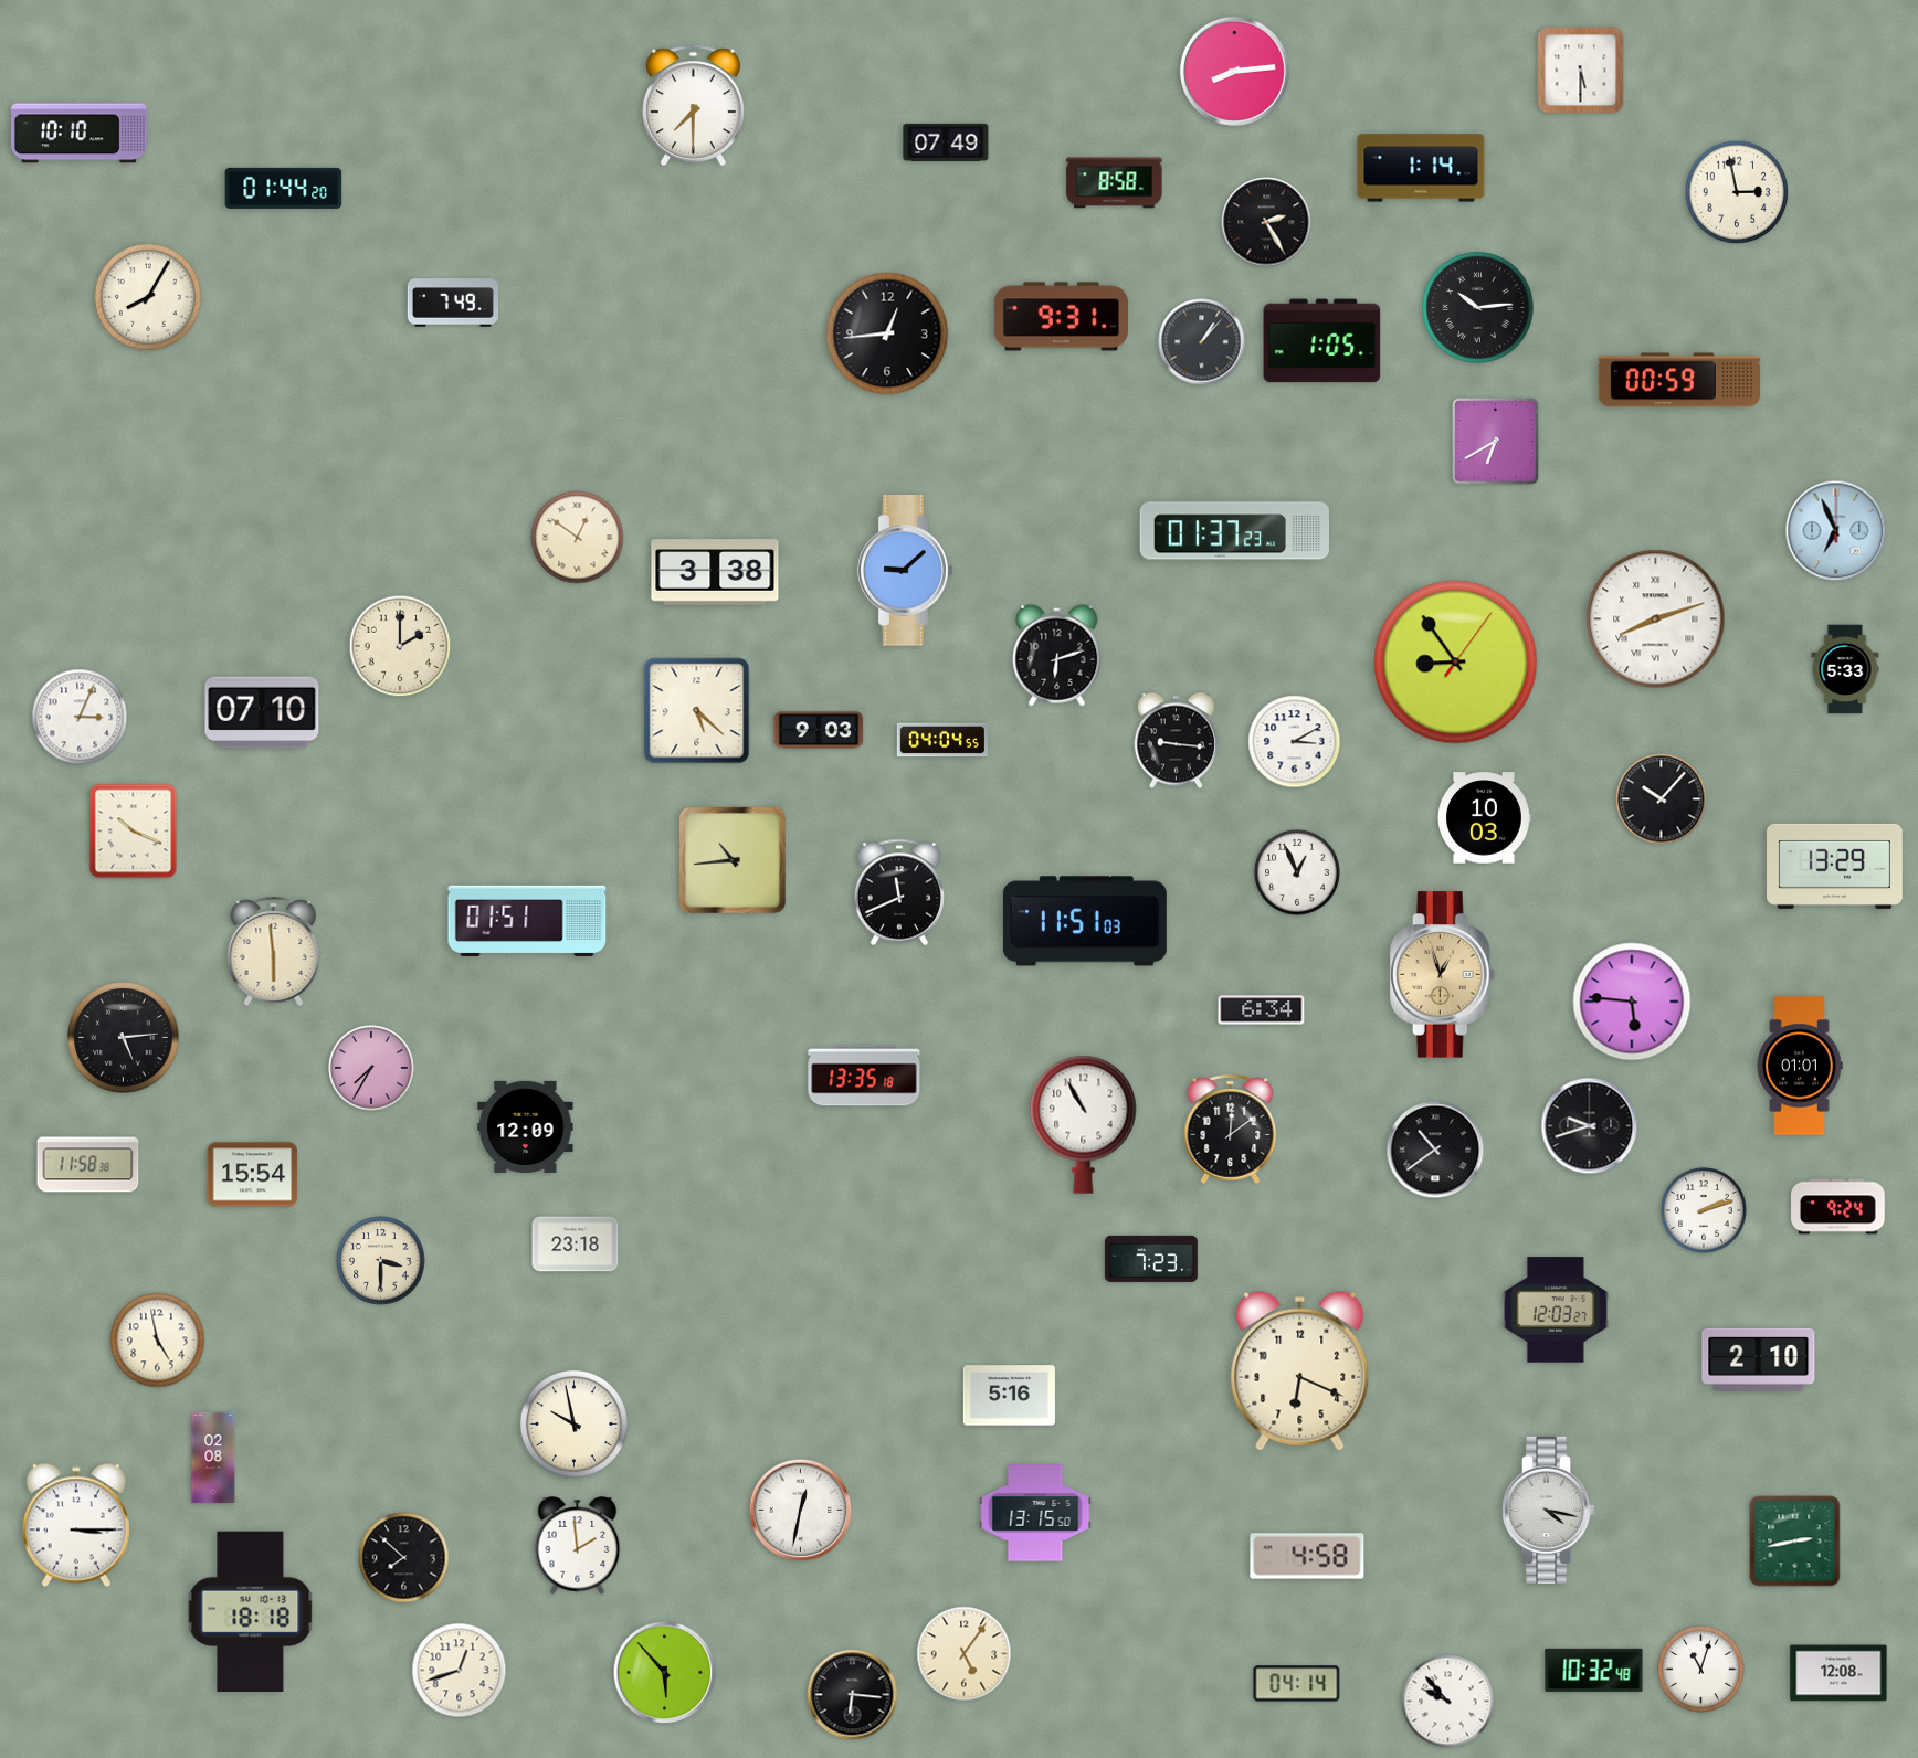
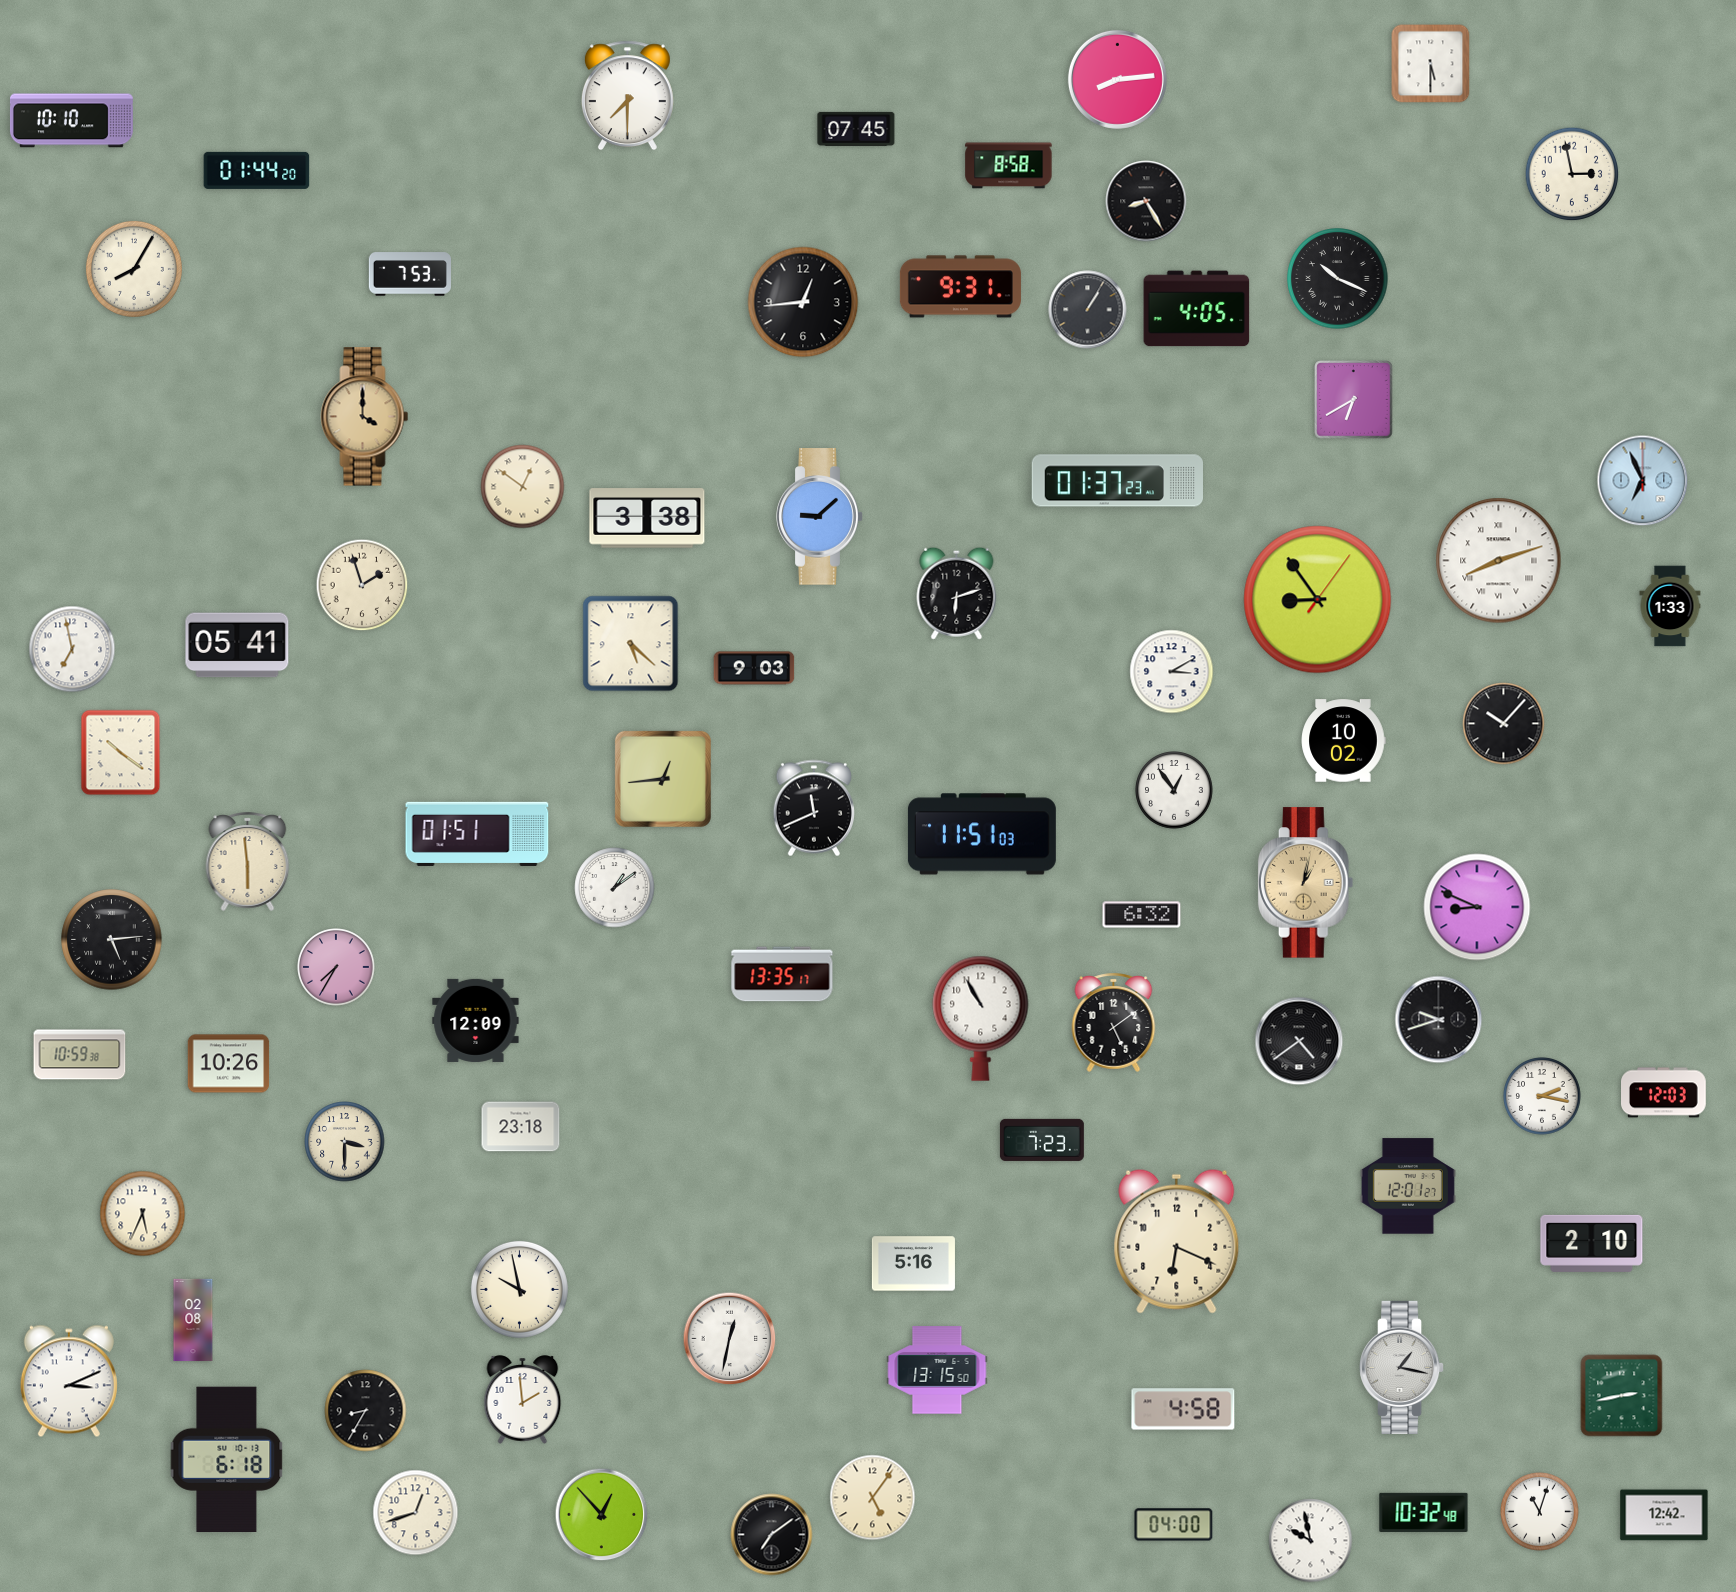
clock at (1234, 71) position: (1234, 71) -> (1117, 79)
clock at (946, 142): 07:49 -> 07:45
clock at (1421, 168): 1:14 -> none
clock at (1266, 222): 2:25 -> 8:25
clock at (452, 303): 7:49 -> 7:53
clock at (1478, 308): 10:14 -> 10:19
clock at (1322, 341): 1:05 -> 4:05
clock at (1202, 342): 1:07 -> 1:05
clock at (1679, 380): 00:59 -> none
clock at (365, 417): none -> 4:00
clock at (1836, 531) position: (1836, 531) -> (1643, 481)
clock at (400, 646): 2:00 -> 1:57
clock at (1845, 669): 5:33 -> 1:33
clock at (262, 712): 07:10 -> 05:41
clock at (80, 717): 3:04 -> 6:58
clock at (819, 730) position: (819, 730) -> (754, 668)
clock at (941, 740): 04:04 -> none
clock at (1176, 741): 9:16 -> none
clock at (1484, 818): 10:03 -> 10:02
clock at (134, 832): 10:19 -> 10:21
clock at (733, 860): 10:44 -> 12:44
clock at (1835, 866): 13:29 -> none
clock at (1297, 872): 12:56 -> 12:54
clock at (1443, 975): 12:57 -> 1:02
clock at (615, 888): none -> 1:09
clock at (1632, 1002): 5:46 -> 8:49
clock at (1262, 1010): 6:34 -> 6:32
clock at (1800, 1066): 01:01 -> none
clock at (864, 1076): 13:35:18 -> 13:35:17
clock at (1231, 1129): 12:09 -> 5:09
clock at (1435, 1150): 10:39 -> 4:39
clock at (88, 1165): 11:58 -> 10:59
clock at (253, 1175): 15:54 -> 10:26
clock at (1838, 1207): 9:24 -> 12:03
clock at (1704, 1210): 2:12 -> 2:17
clock at (1556, 1310): 12:03 -> 12:01
clock at (158, 1341): 4:58 -> 5:34
clock at (1759, 1359) position: (1759, 1359) -> (1592, 1243)
clock at (1549, 1510): 4:17 -> 1:17
clock at (801, 1511) position: (801, 1511) -> (730, 1339)
clock at (76, 1525): 3:15 -> 3:11
clock at (1795, 1542) position: (1795, 1542) -> (1622, 1396)
clock at (404, 1558): 7:52 -> 8:35
clock at (251, 1611): 18:18 -> 6:18
clock at (1594, 1670) position: (1594, 1670) -> (1424, 1512)
clock at (665, 1673): 5:53 -> 12:53
clock at (1838, 1673): 12:08 -> 12:42
clock at (1297, 1684): 04:14 -> 04:00
clock at (853, 1695): 6:16 -> 7:09
clock at (1448, 1702): 9:53 -> 9:58
